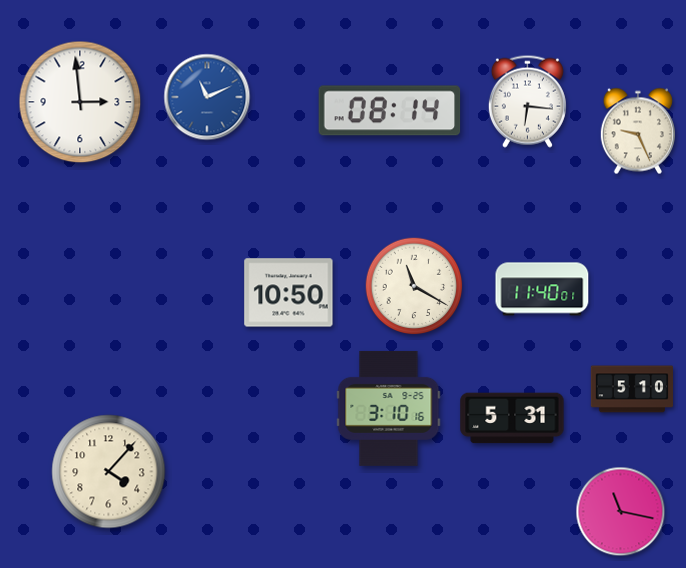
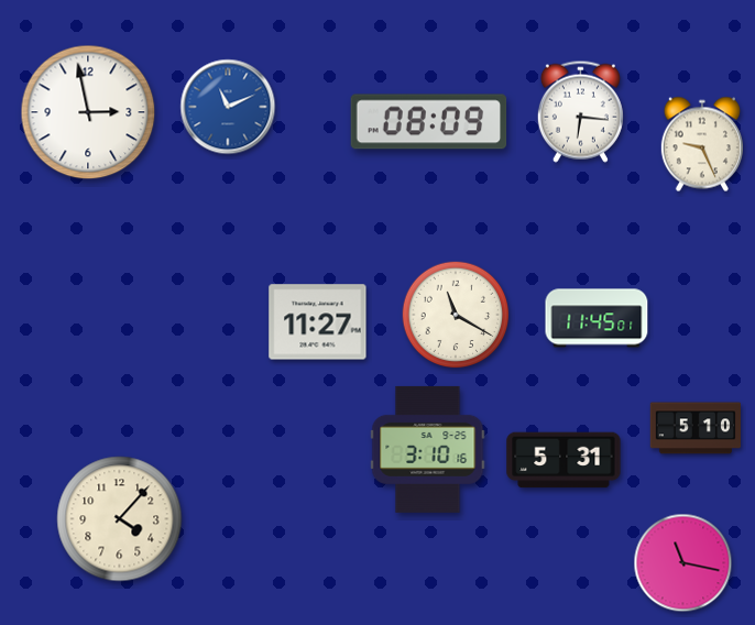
clock at (80, 102): 2:59 -> 2:58
clock at (390, 111): 08:14 -> 08:09
clock at (542, 289): 11:40 -> 11:45
clock at (289, 293): 10:50 -> 11:27
